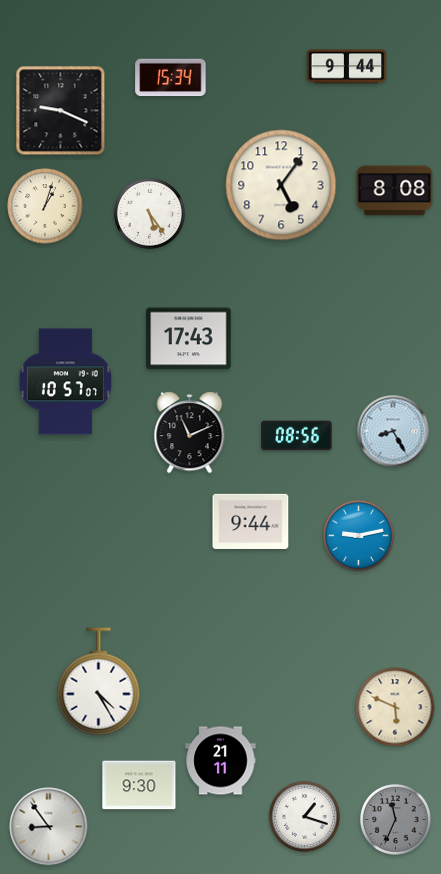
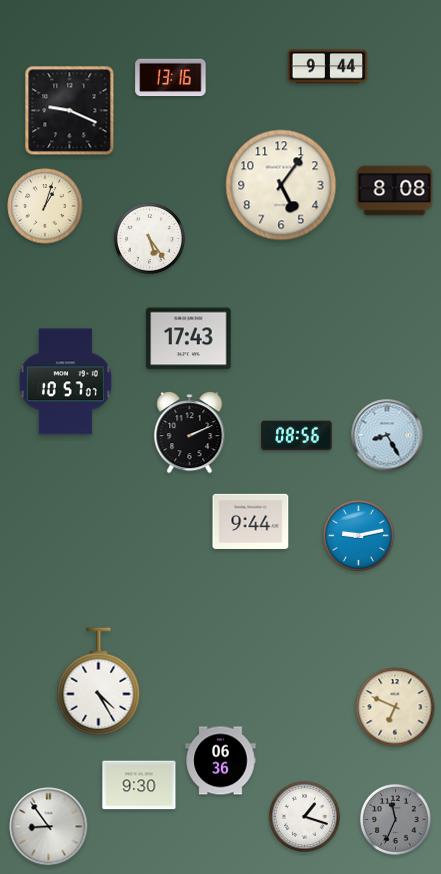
clock at (347, 67) position: (347, 67) -> (328, 67)
clock at (171, 78): 15:34 -> 13:16
clock at (61, 111) position: (61, 111) -> (70, 111)
clock at (149, 213) position: (149, 213) -> (149, 238)
clock at (393, 431) position: (393, 431) -> (387, 435)
clock at (190, 433): 11:11 -> 2:11
clock at (395, 707): 5:49 -> 6:49
clock at (221, 761): 21:11 -> 06:36
